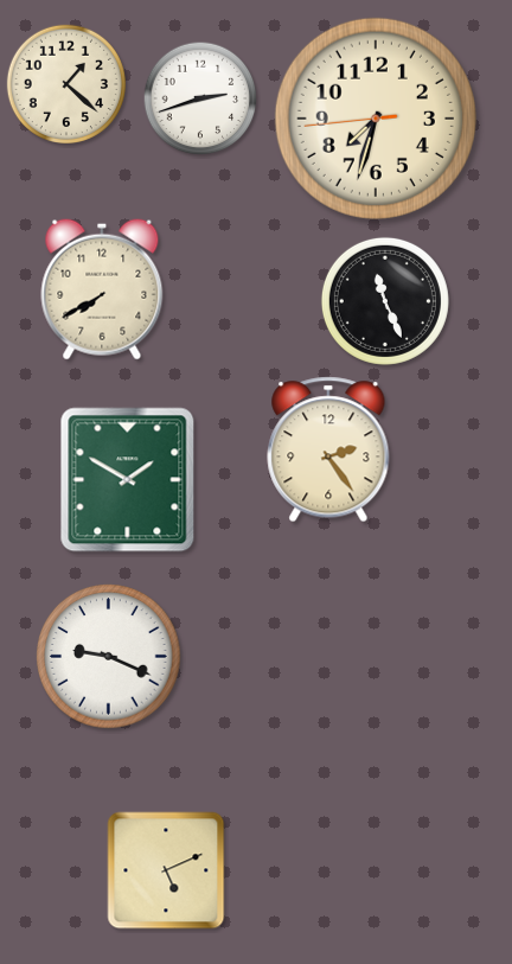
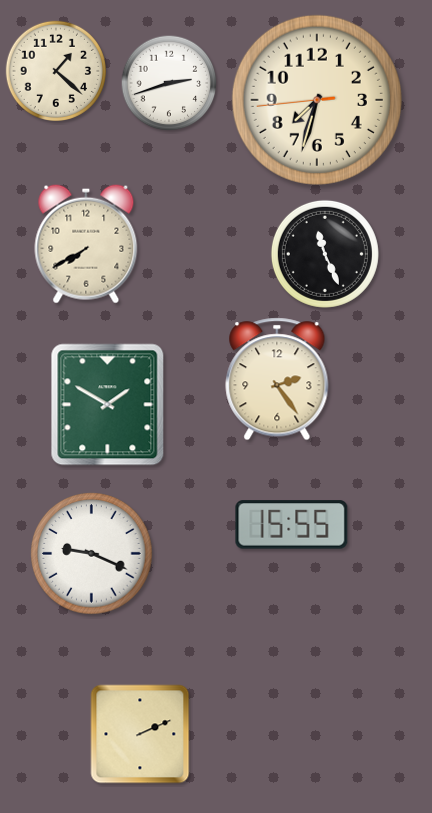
clock at (292, 525): none -> 15:55
clock at (166, 870): 5:11 -> 2:11
